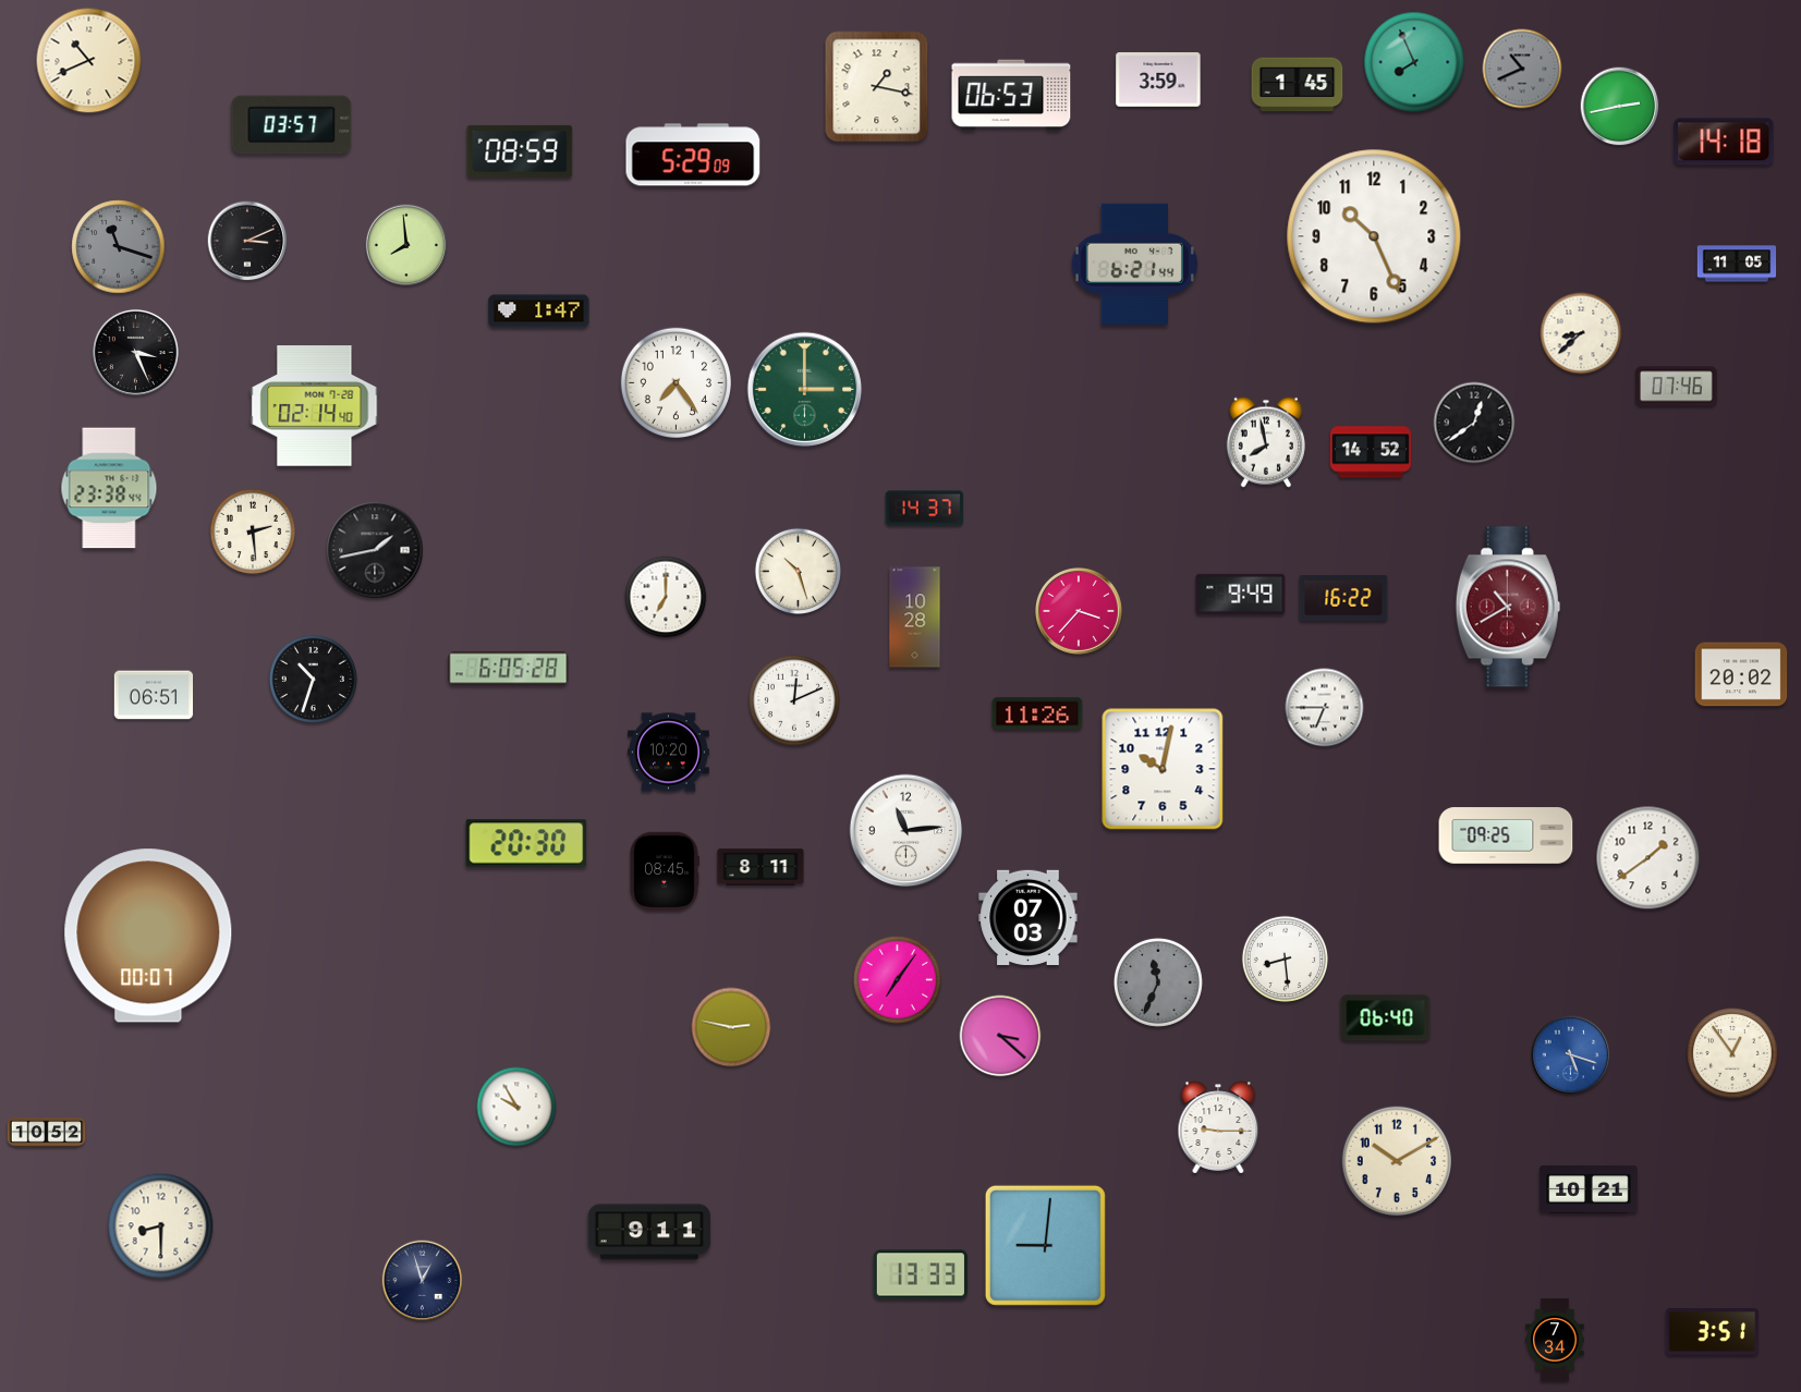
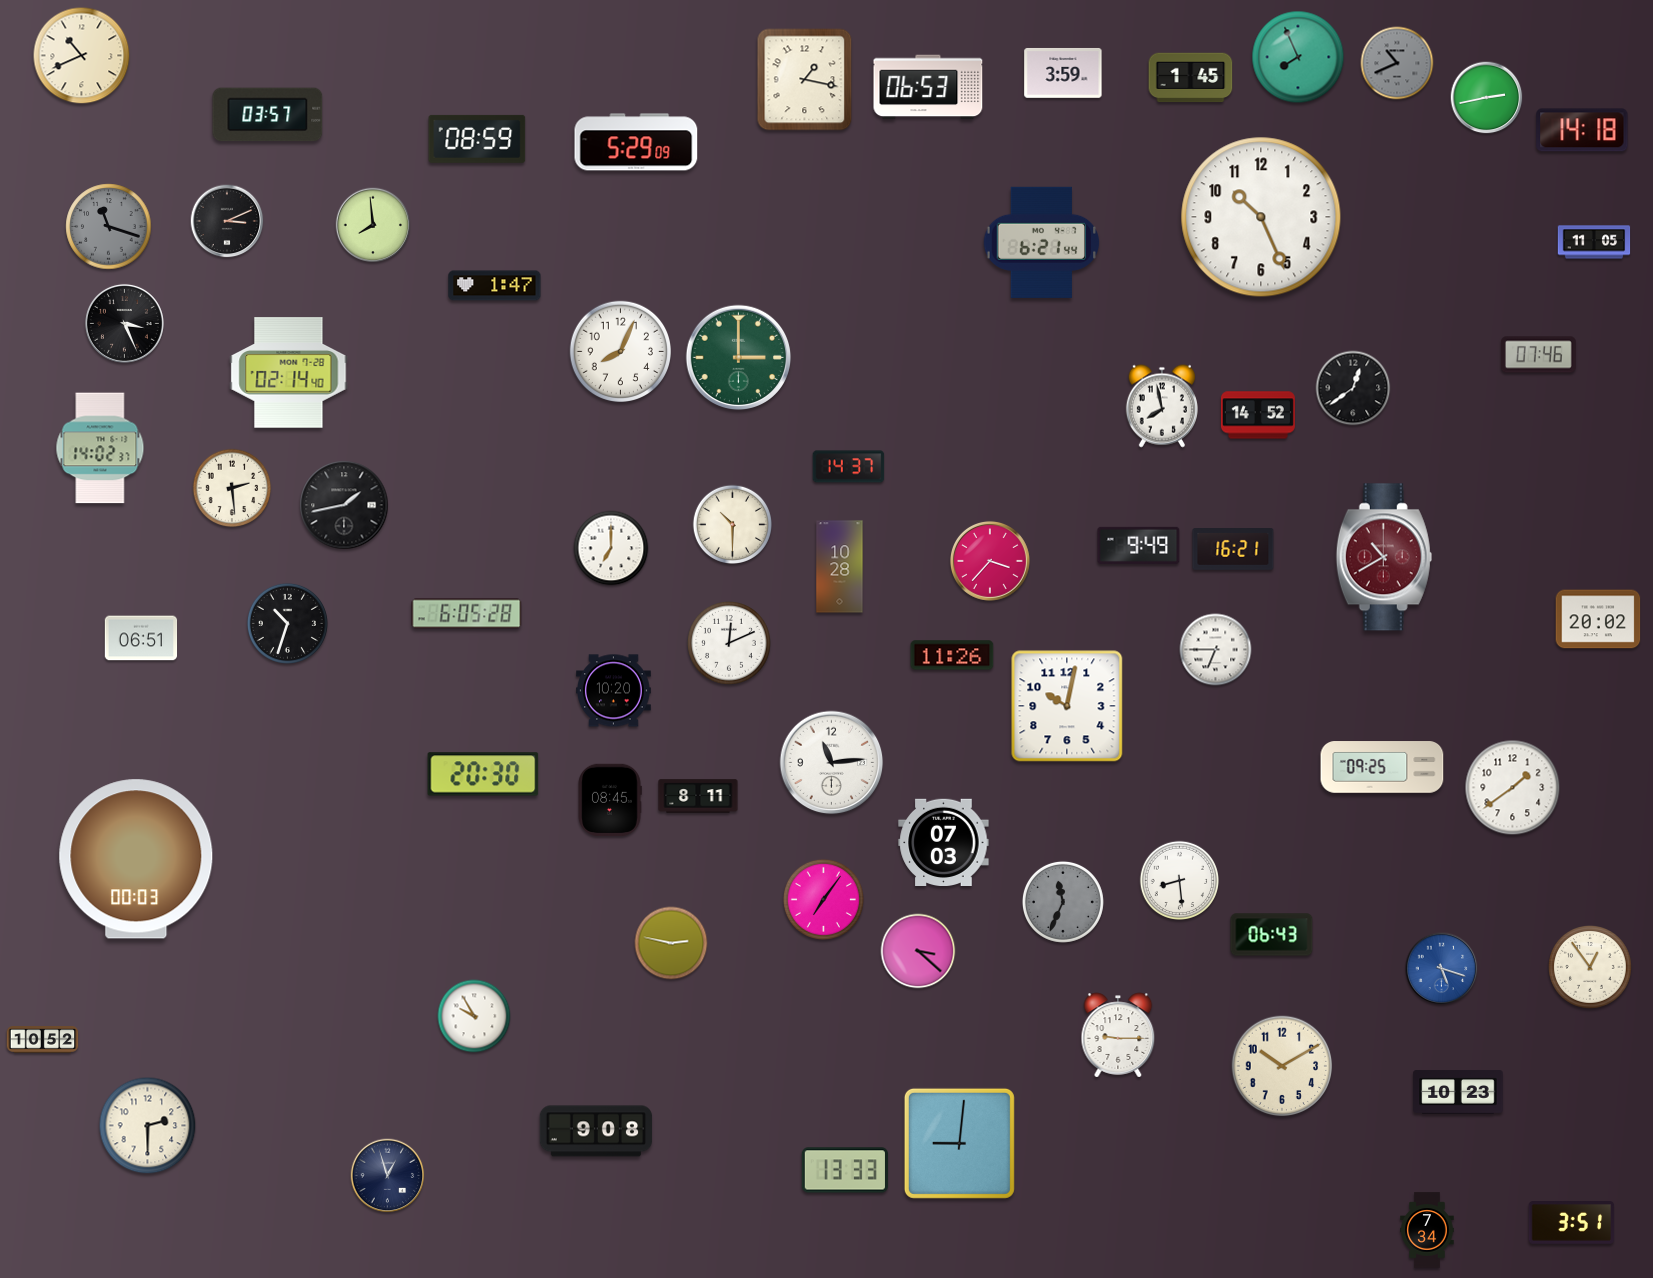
clock at (1581, 333): 8:38 -> none
clock at (676, 382): 7:24 -> 8:04
clock at (109, 488): 23:38 -> 14:02
clock at (799, 571): 10:27 -> 10:30
clock at (1343, 599): 16:22 -> 16:21
clock at (148, 936): 00:07 -> 00:03
clock at (1386, 1018): 06:40 -> 06:43
clock at (1589, 1189): 10:21 -> 10:23
clock at (161, 1226): 8:30 -> 2:30
clock at (649, 1232): 9:11 -> 9:08
